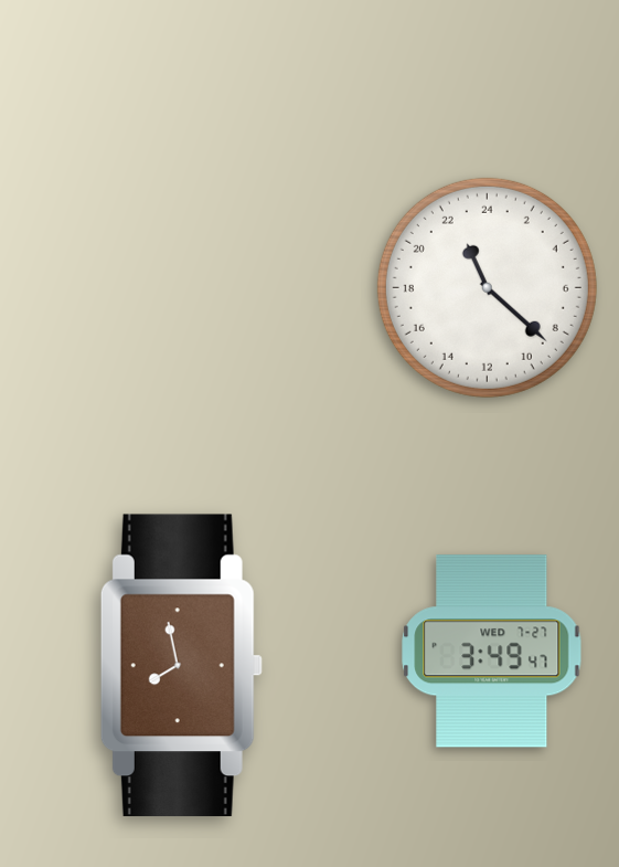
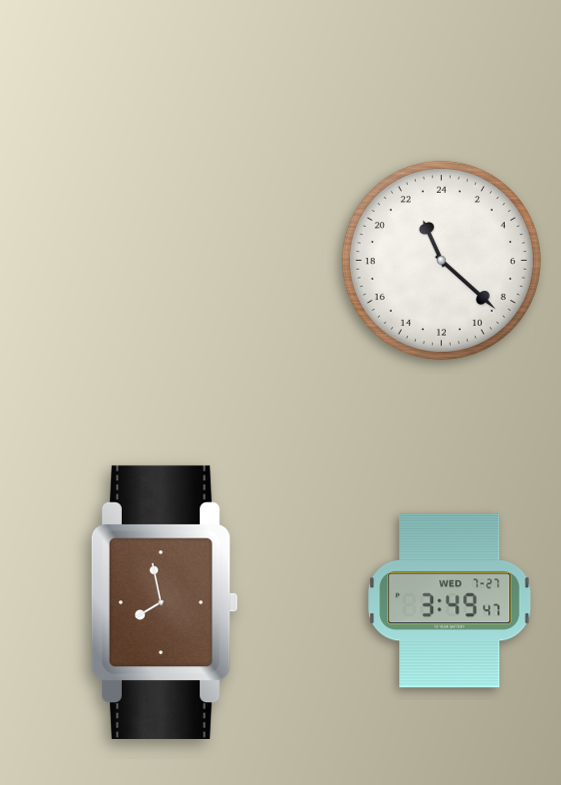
clock at (492, 652) position: (492, 652) -> (450, 601)
